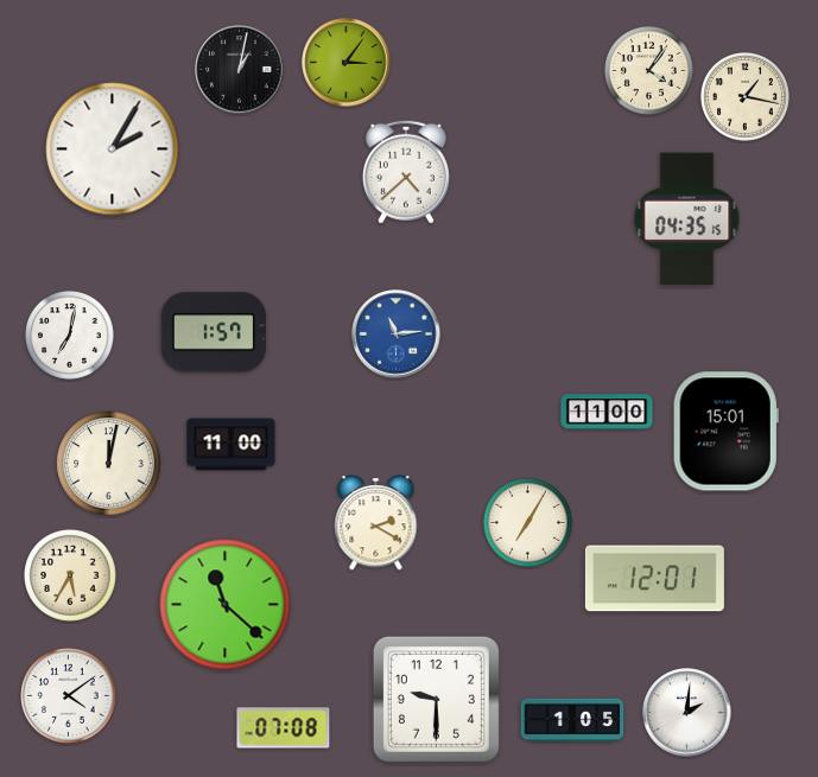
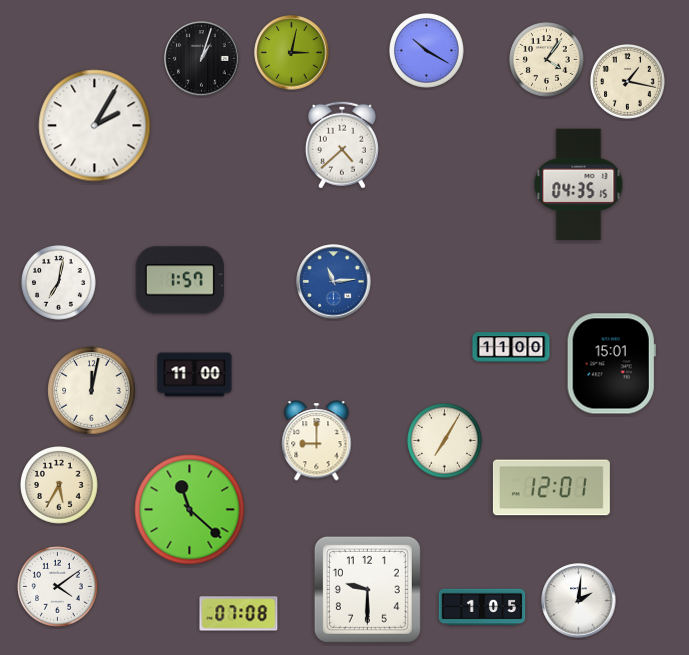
clock at (427, 51): none -> 10:20
clock at (347, 63): 3:06 -> 3:02
clock at (240, 70): 1:02 -> 1:03
clock at (376, 523): 2:20 -> 9:00
